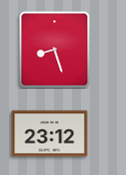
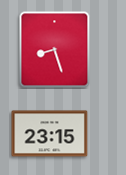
clock at (50, 134): 23:12 -> 23:15
